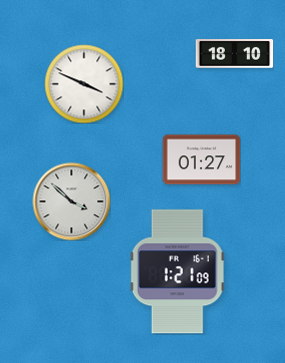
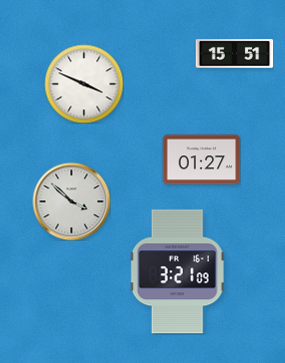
clock at (234, 54): 18:10 -> 15:51
clock at (178, 272): 1:21 -> 3:21
